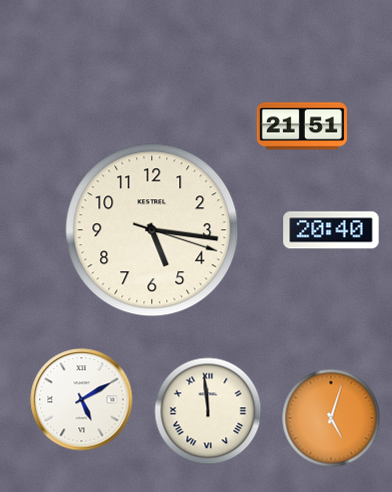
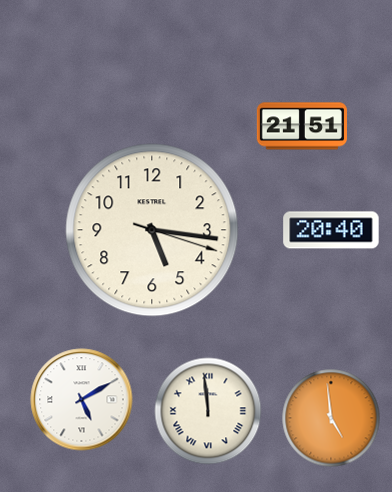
clock at (331, 418): 5:03 -> 4:59
